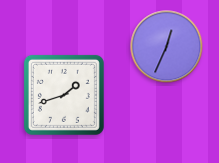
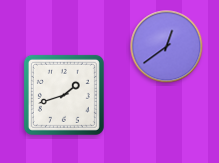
clock at (167, 47): 12:34 -> 12:39
